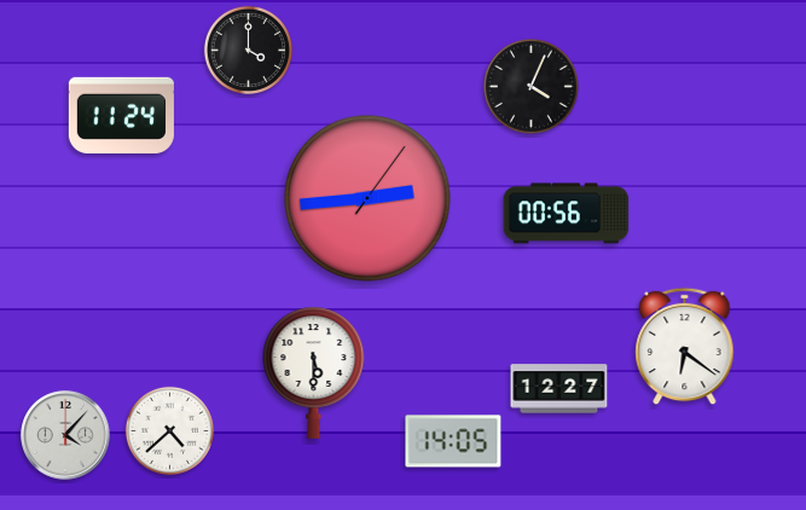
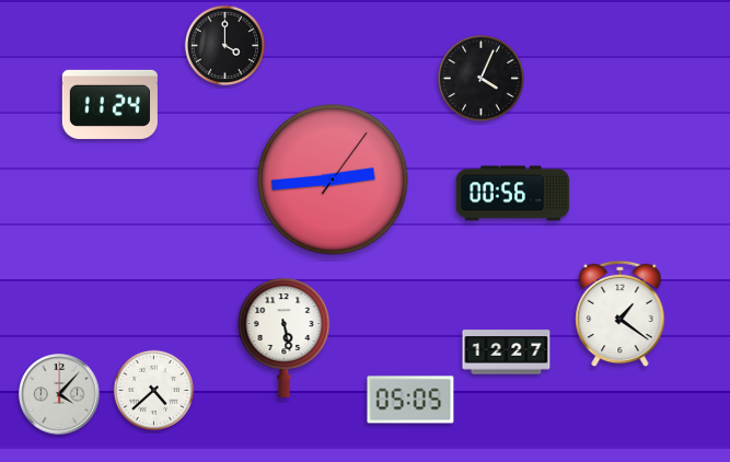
clock at (685, 347): 6:21 -> 1:21
clock at (314, 372): 5:30 -> 5:28
clock at (453, 441): 14:05 -> 05:05
